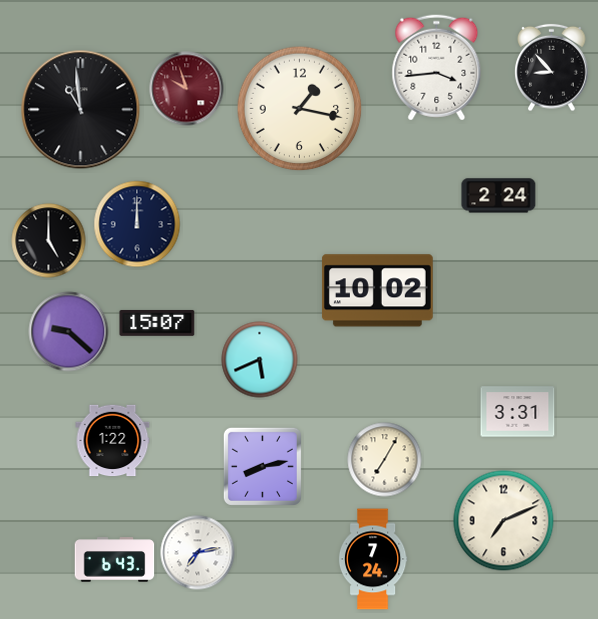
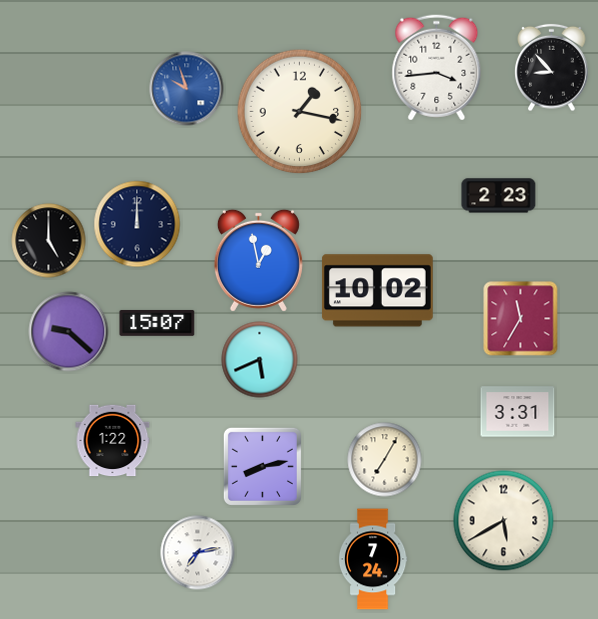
clock at (187, 89) dial: burgundy -> blue
clock at (300, 109) position: (300, 109) -> (300, 112)
clock at (81, 110): 10:59 -> none
clock at (499, 196): 2:24 -> 2:23
clock at (258, 260): none -> 12:58
clock at (521, 319): none -> 11:35
clock at (504, 521): 7:11 -> 5:40
clock at (115, 560): 6:43 -> none
